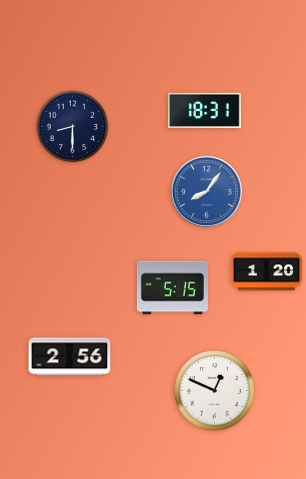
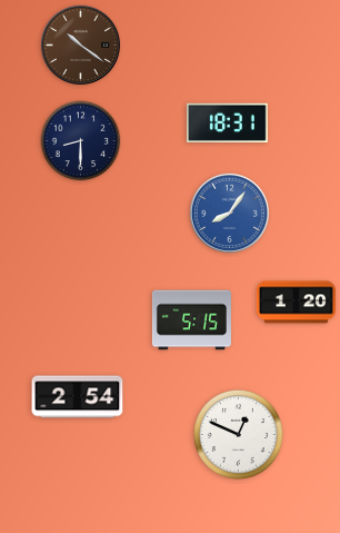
clock at (80, 45): none -> 10:21
clock at (70, 357): 2:56 -> 2:54
